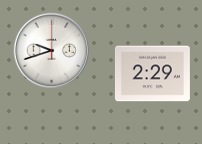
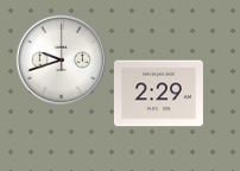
clock at (152, 74) position: (152, 74) -> (158, 94)
